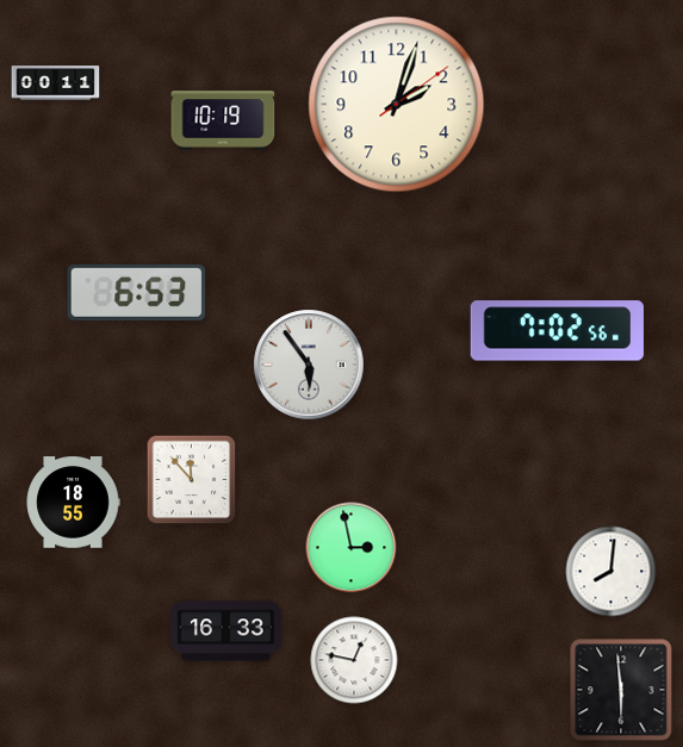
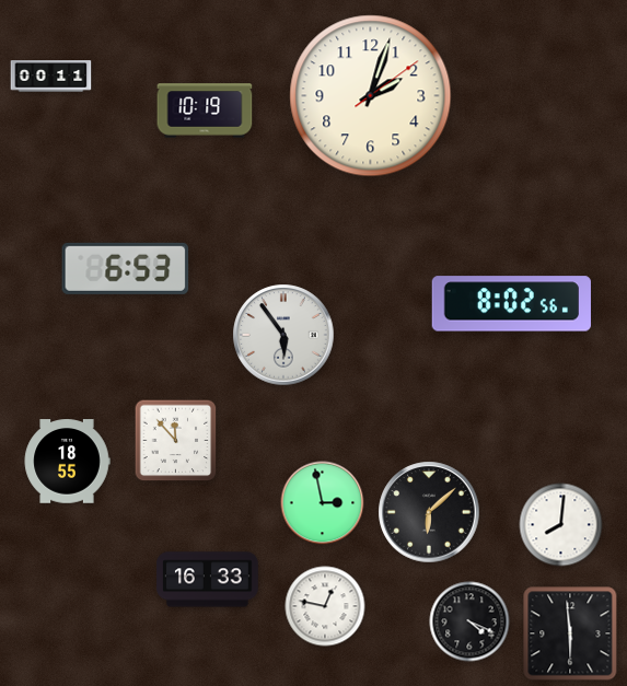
clock at (397, 105) position: (397, 105) -> (371, 96)
clock at (557, 331): 7:02 -> 8:02
clock at (429, 512): none -> 6:08
clock at (469, 621): none -> 4:19
